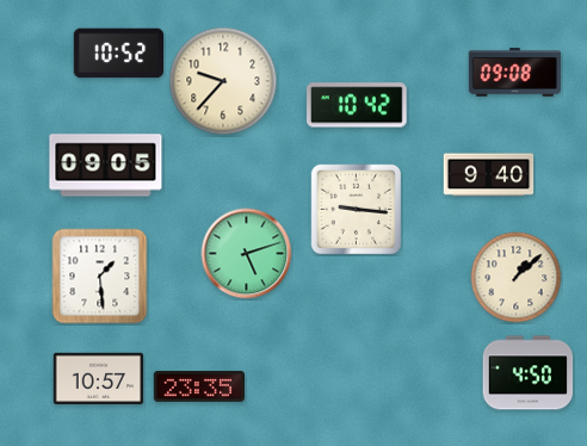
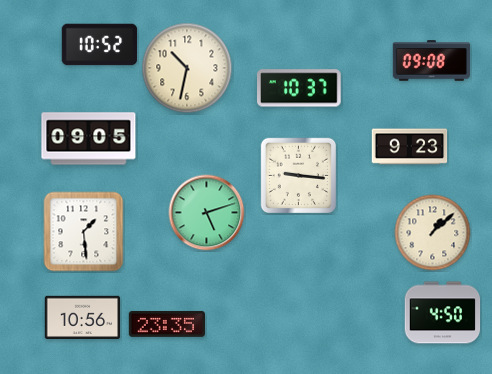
clock at (223, 81): 9:37 -> 10:32
clock at (358, 105): 10:42 -> 10:37
clock at (489, 175): 9:40 -> 9:23
clock at (99, 378): 10:57 -> 10:56
